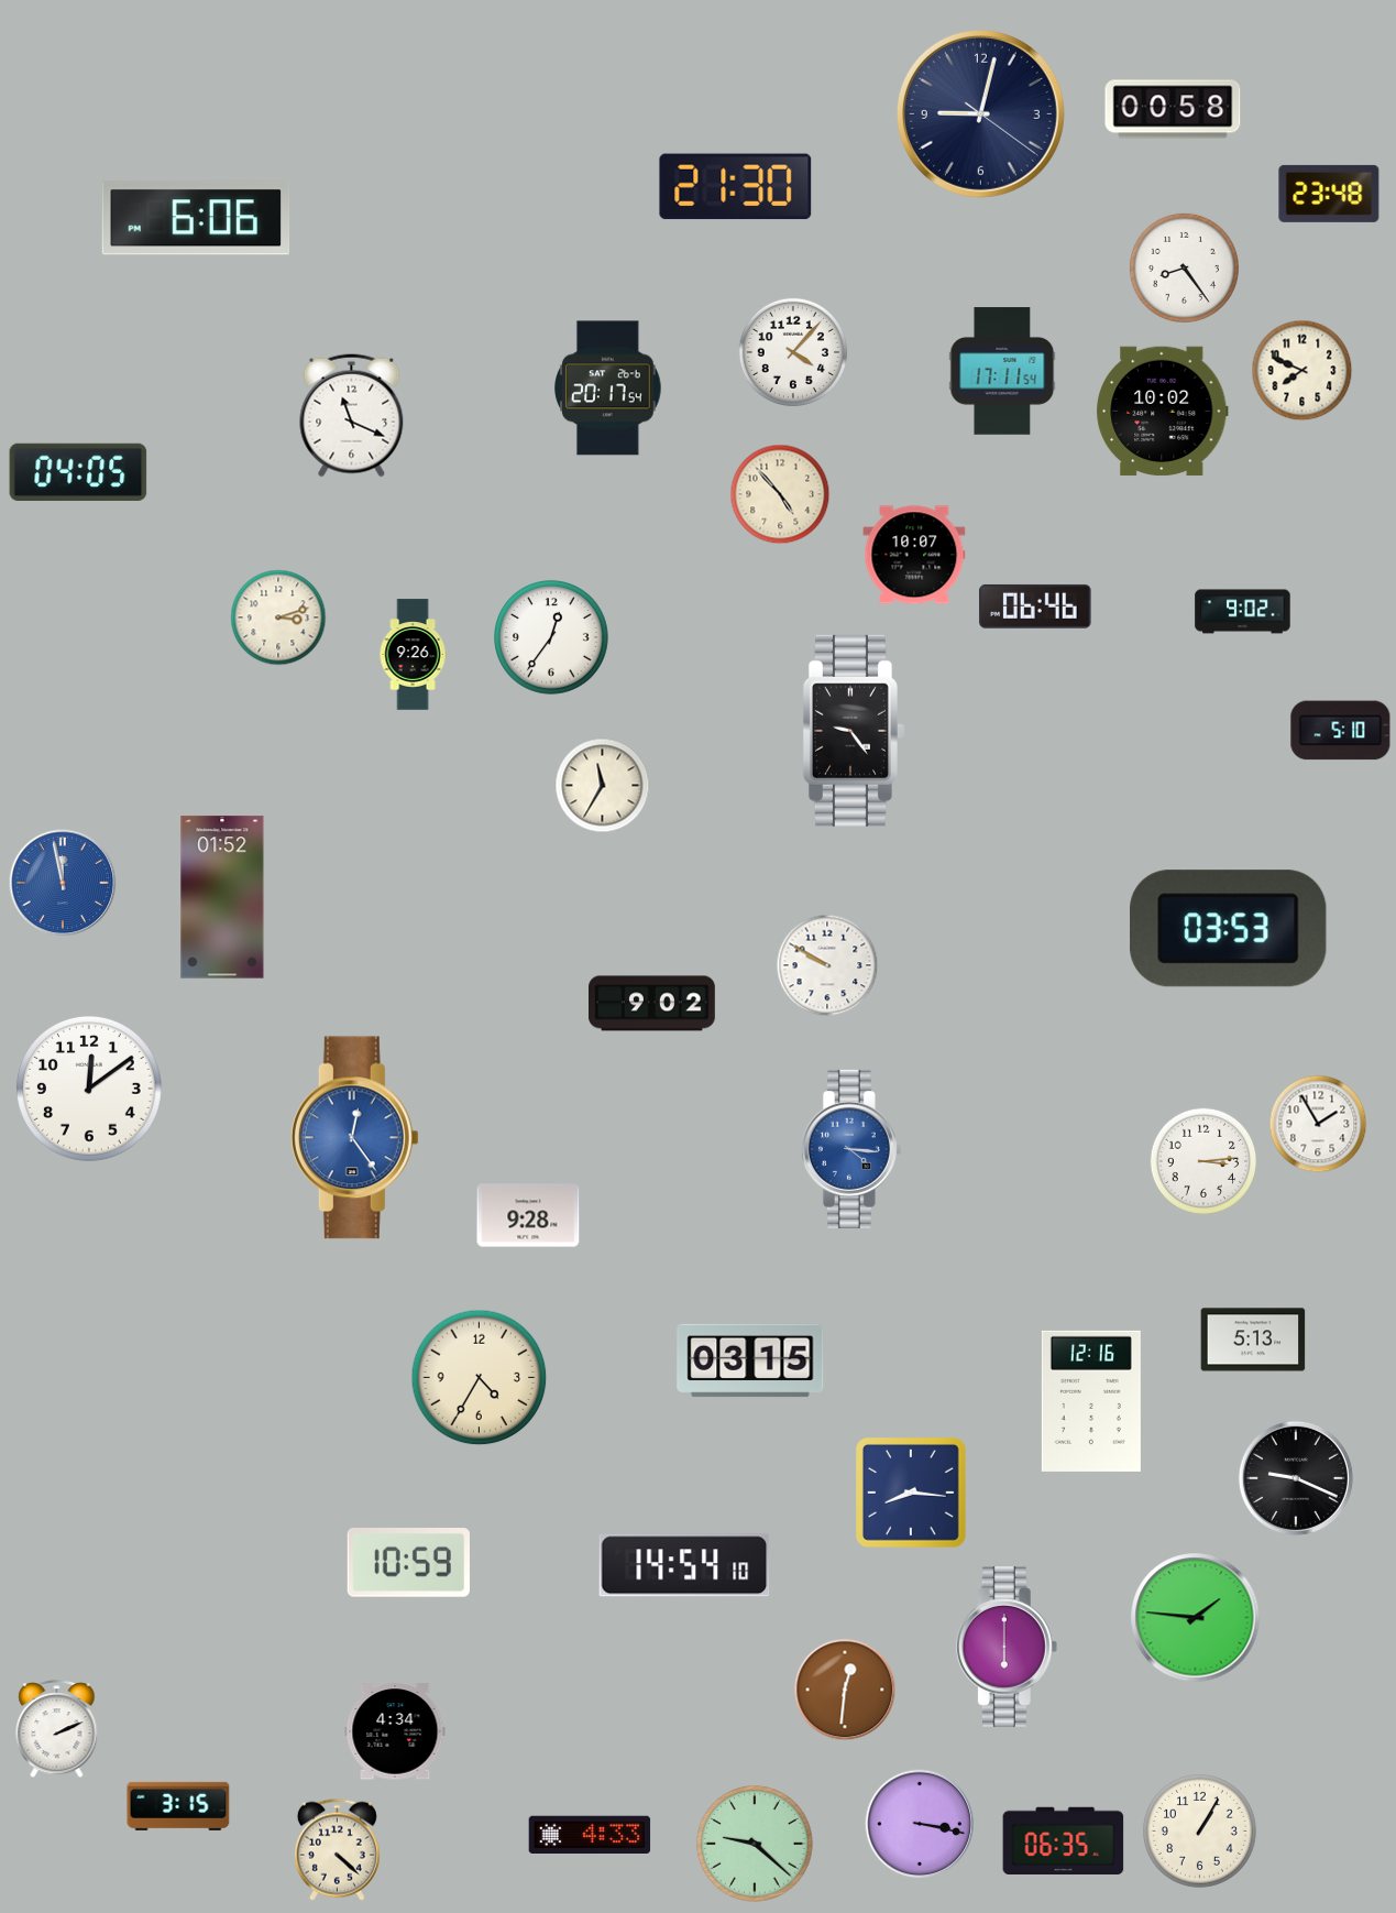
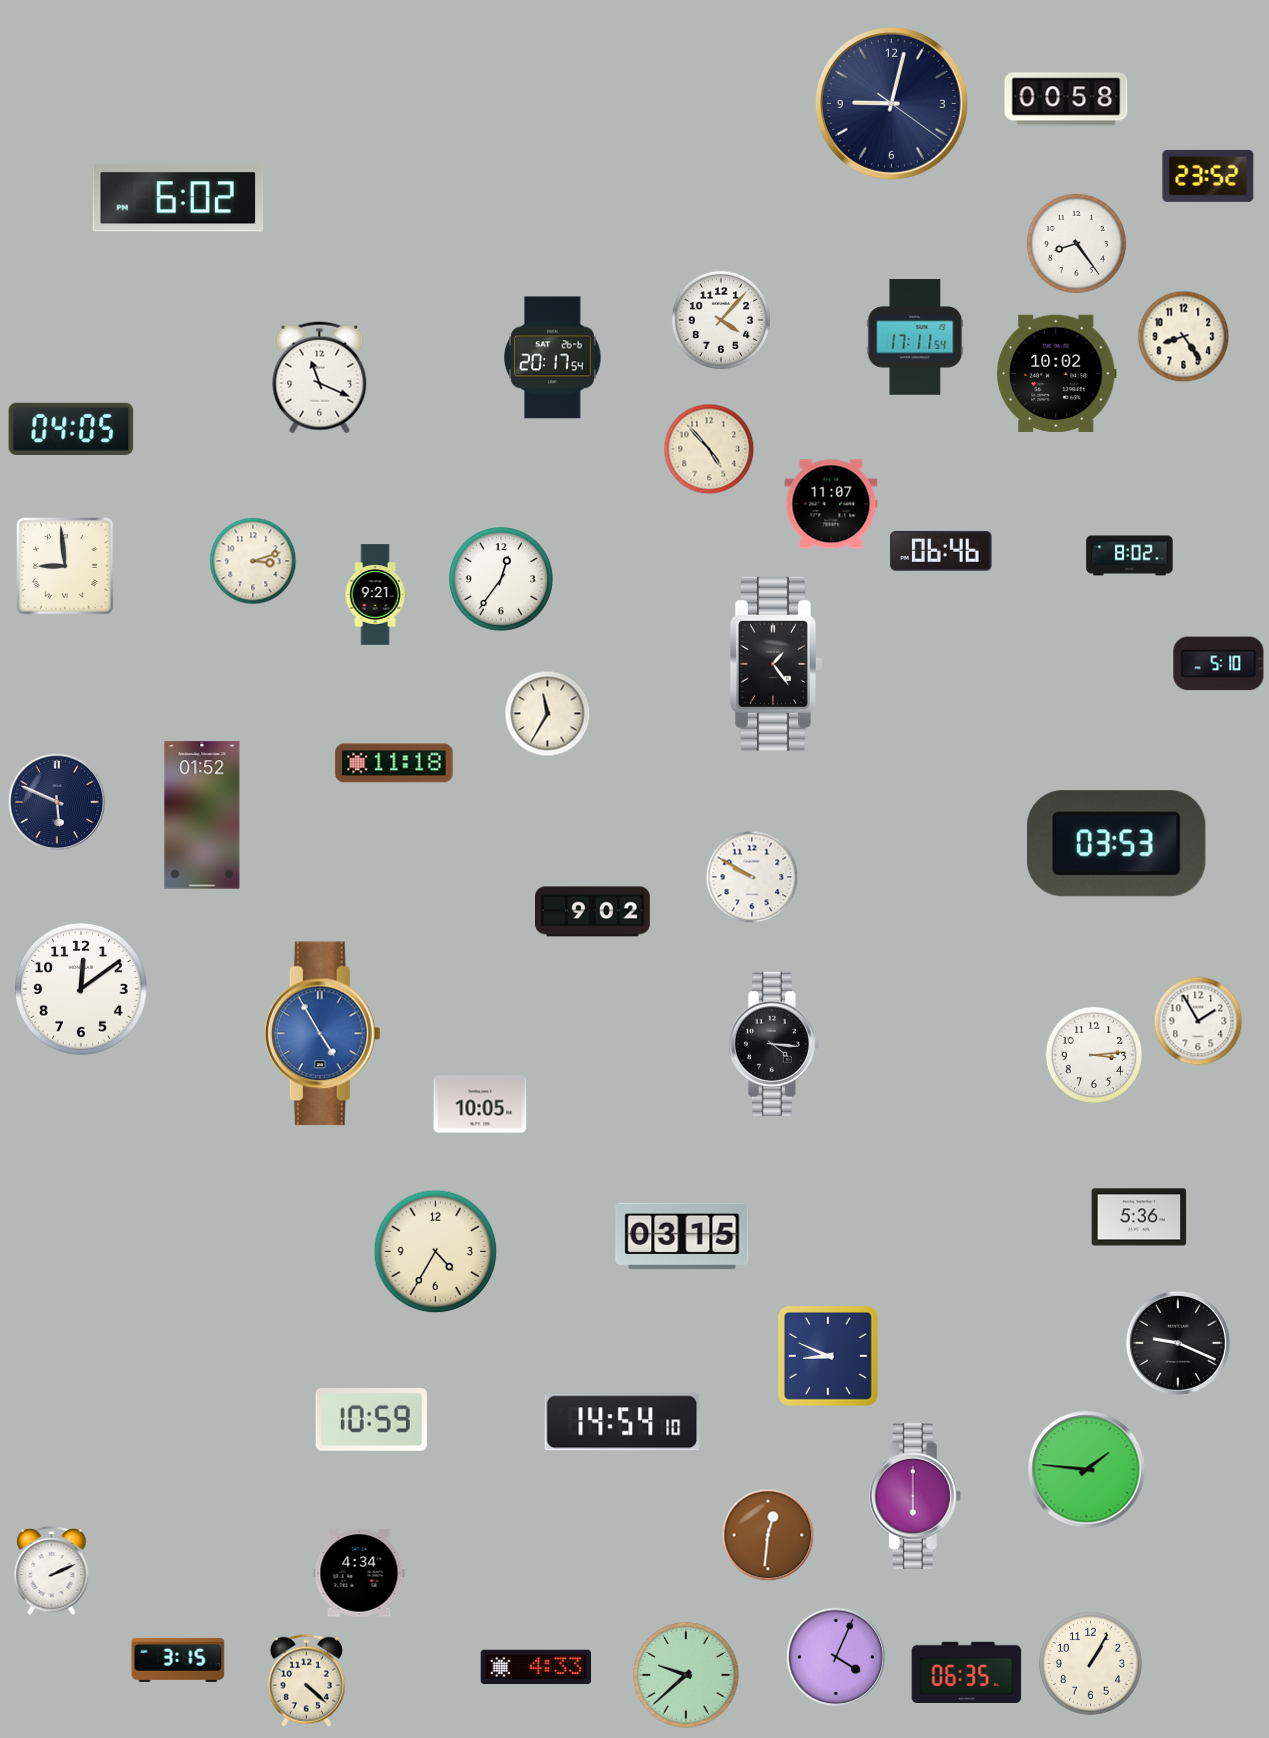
clock at (736, 187): 21:30 -> none
clock at (1329, 194): 23:48 -> 23:52
clock at (196, 218): 6:06 -> 6:02
clock at (1002, 371) position: (1002, 371) -> (915, 337)
clock at (1302, 371): 7:49 -> 8:24
clock at (608, 389) position: (608, 389) -> (553, 358)
clock at (914, 555): 10:07 -> 11:07
clock at (1243, 612): 9:02 -> 8:02
clock at (66, 567): none -> 8:59
clock at (413, 655): 9:26 -> 9:21
clock at (854, 731): 9:24 -> 1:24
clock at (394, 763): none -> 11:18
clock at (63, 883): 11:58 -> 5:49
clock at (63, 883) dial: blue -> navy
clock at (354, 1138): 12:24 -> 4:55
clock at (851, 1149) dial: blue -> black
clock at (528, 1215): 9:28 -> 10:05
clock at (1253, 1340): 5:13 -> 5:36
clock at (1091, 1401): 12:16 -> none
clock at (912, 1494): 8:16 -> 8:49
clock at (178, 1806) position: (178, 1806) -> (178, 1660)
clock at (920, 1824): 3:17 -> 4:04
clock at (755, 1844): 9:22 -> 9:38
